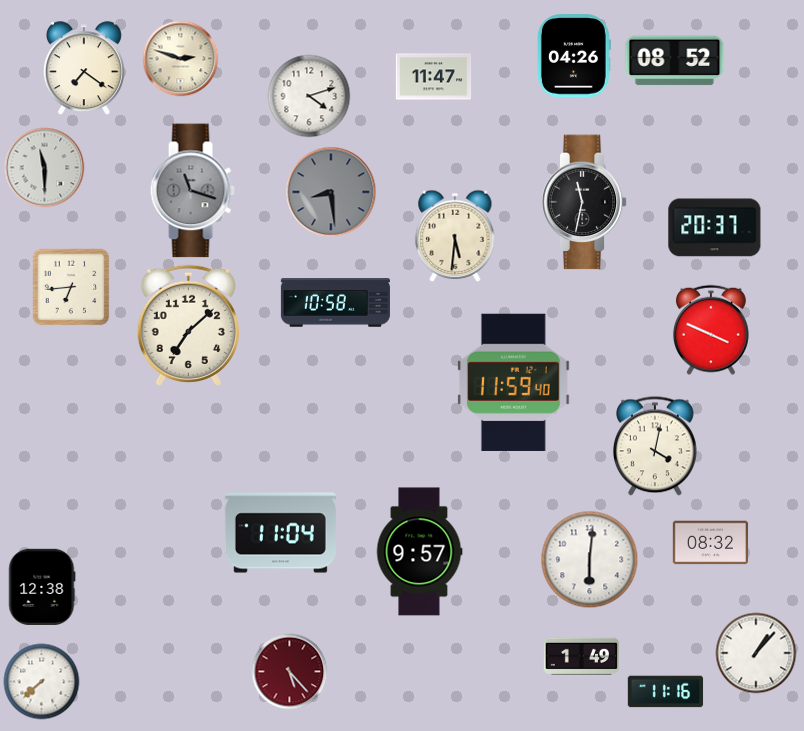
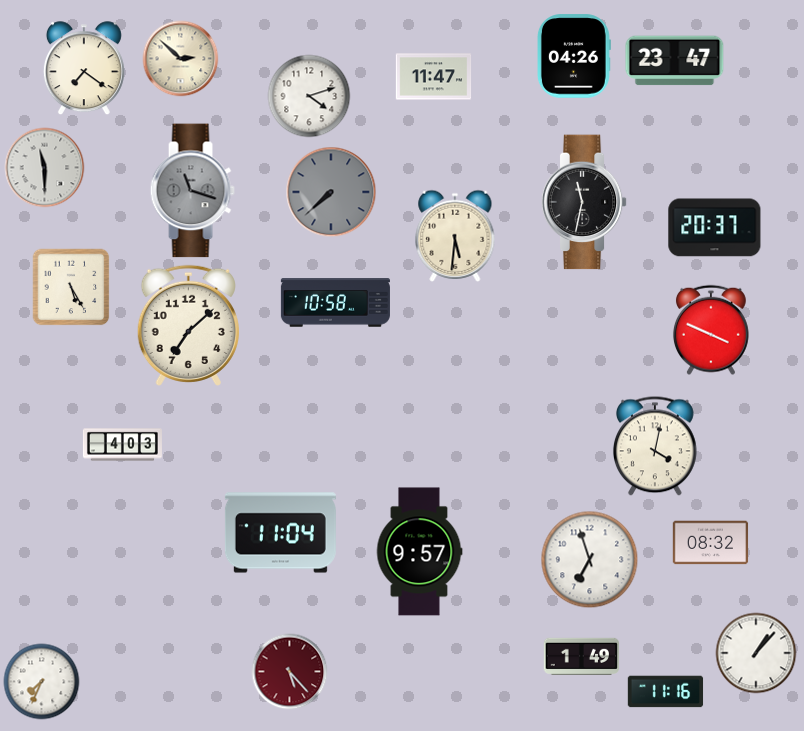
clock at (181, 59): 2:48 -> 2:52
clock at (675, 61): 08:52 -> 23:47
clock at (331, 192): 8:29 -> 7:38
clock at (71, 287): 6:44 -> 5:25
clock at (514, 382): 11:59 -> none
clock at (122, 445): none -> 4:03
clock at (590, 560): 6:01 -> 6:57
clock at (42, 587): 12:38 -> none
clock at (42, 682): 7:38 -> 7:34
